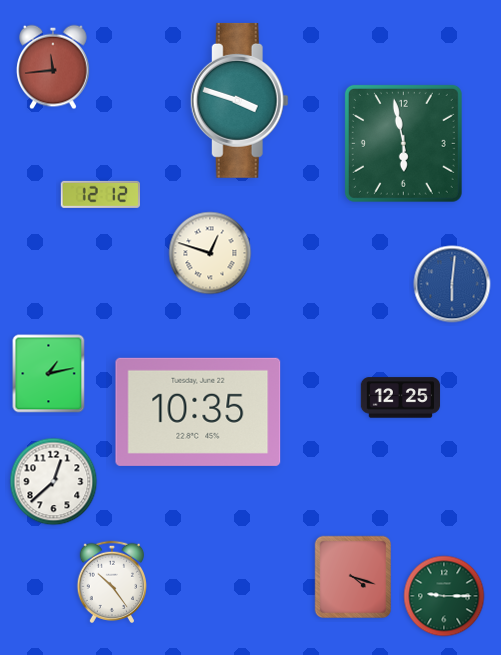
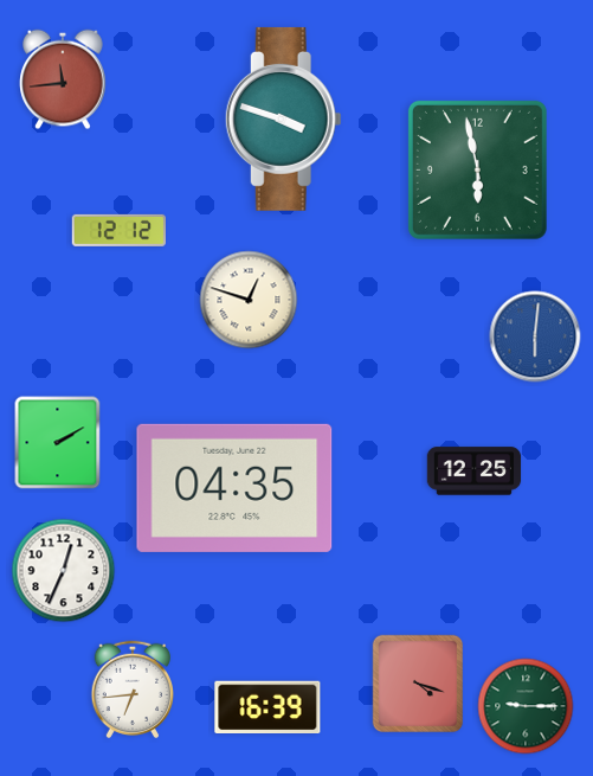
clock at (49, 374): 1:13 -> 2:10
clock at (198, 412): 10:35 -> 04:35
clock at (54, 482): 12:38 -> 12:34
clock at (111, 581): 10:24 -> 6:44
clock at (268, 707): none -> 16:39
